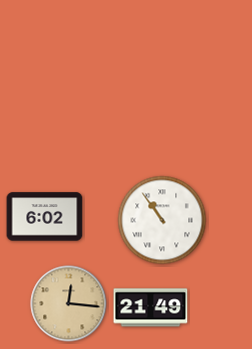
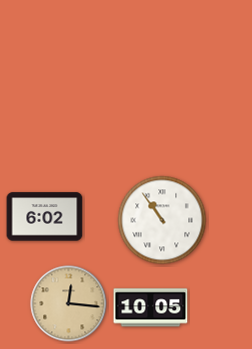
clock at (151, 308): 21:49 -> 10:05
